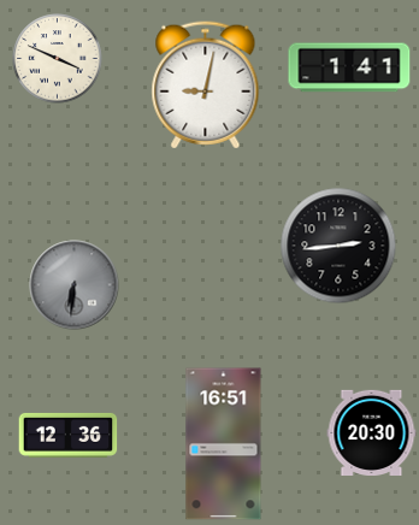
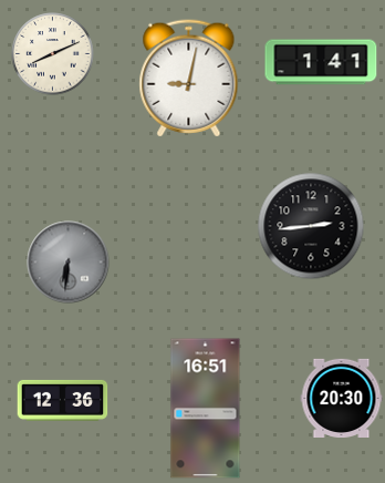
clock at (58, 59): 3:49 -> 8:11
